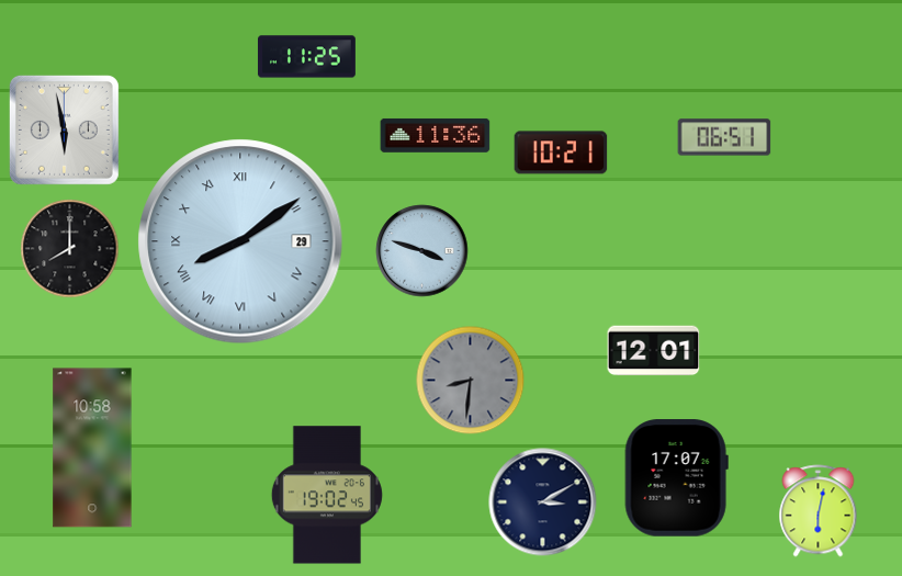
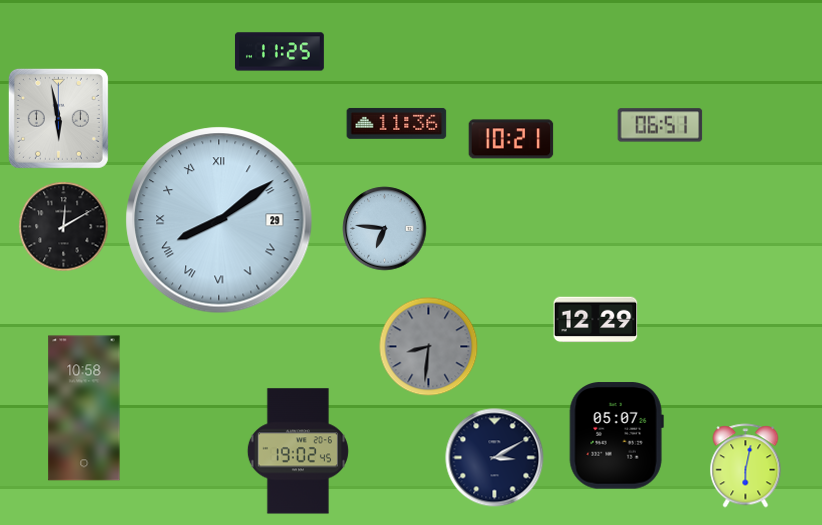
clock at (70, 249): 8:00 -> 12:10
clock at (422, 251): 3:48 -> 6:46
clock at (654, 351): 12:01 -> 12:29
clock at (676, 478): 17:07 -> 05:07
